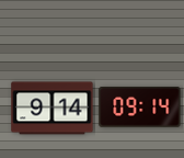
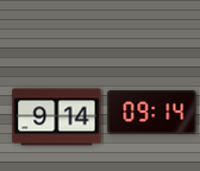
clock at (140, 108) position: (140, 108) -> (152, 113)
